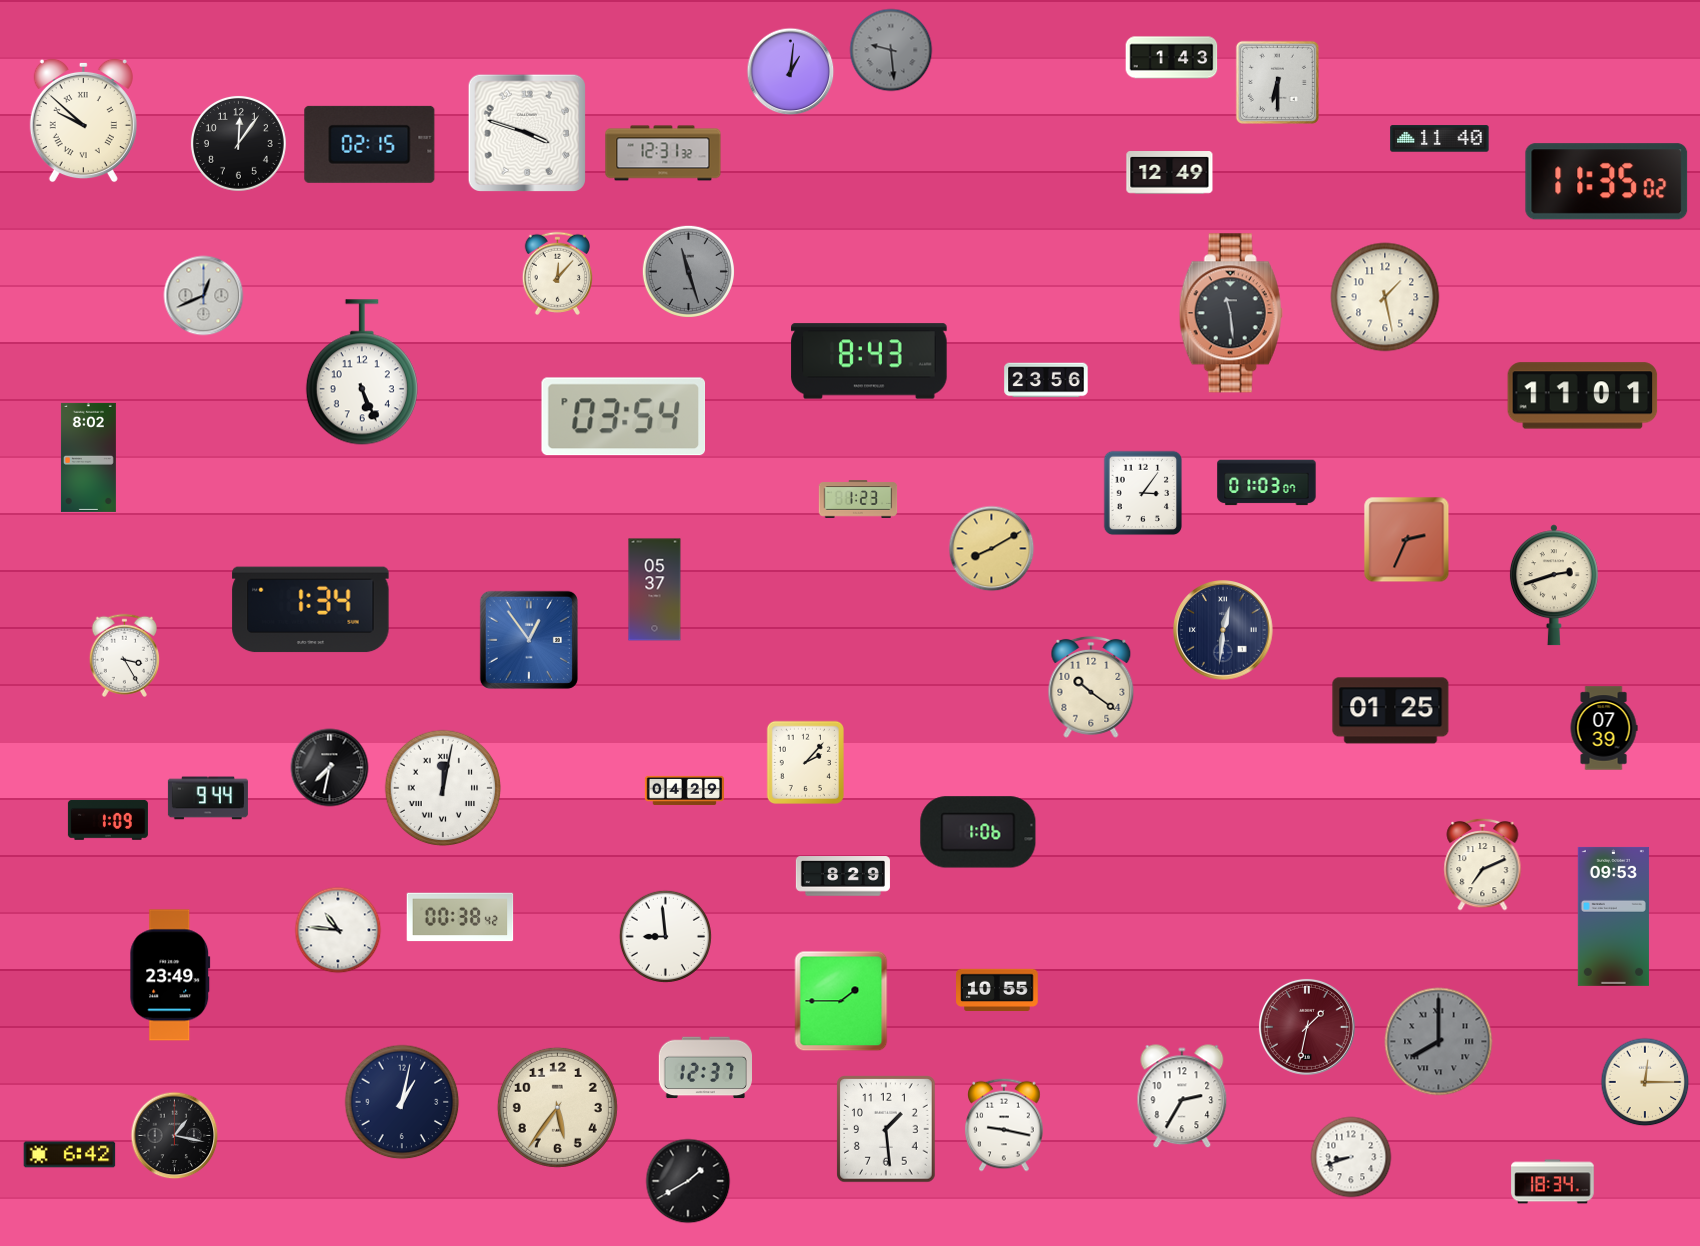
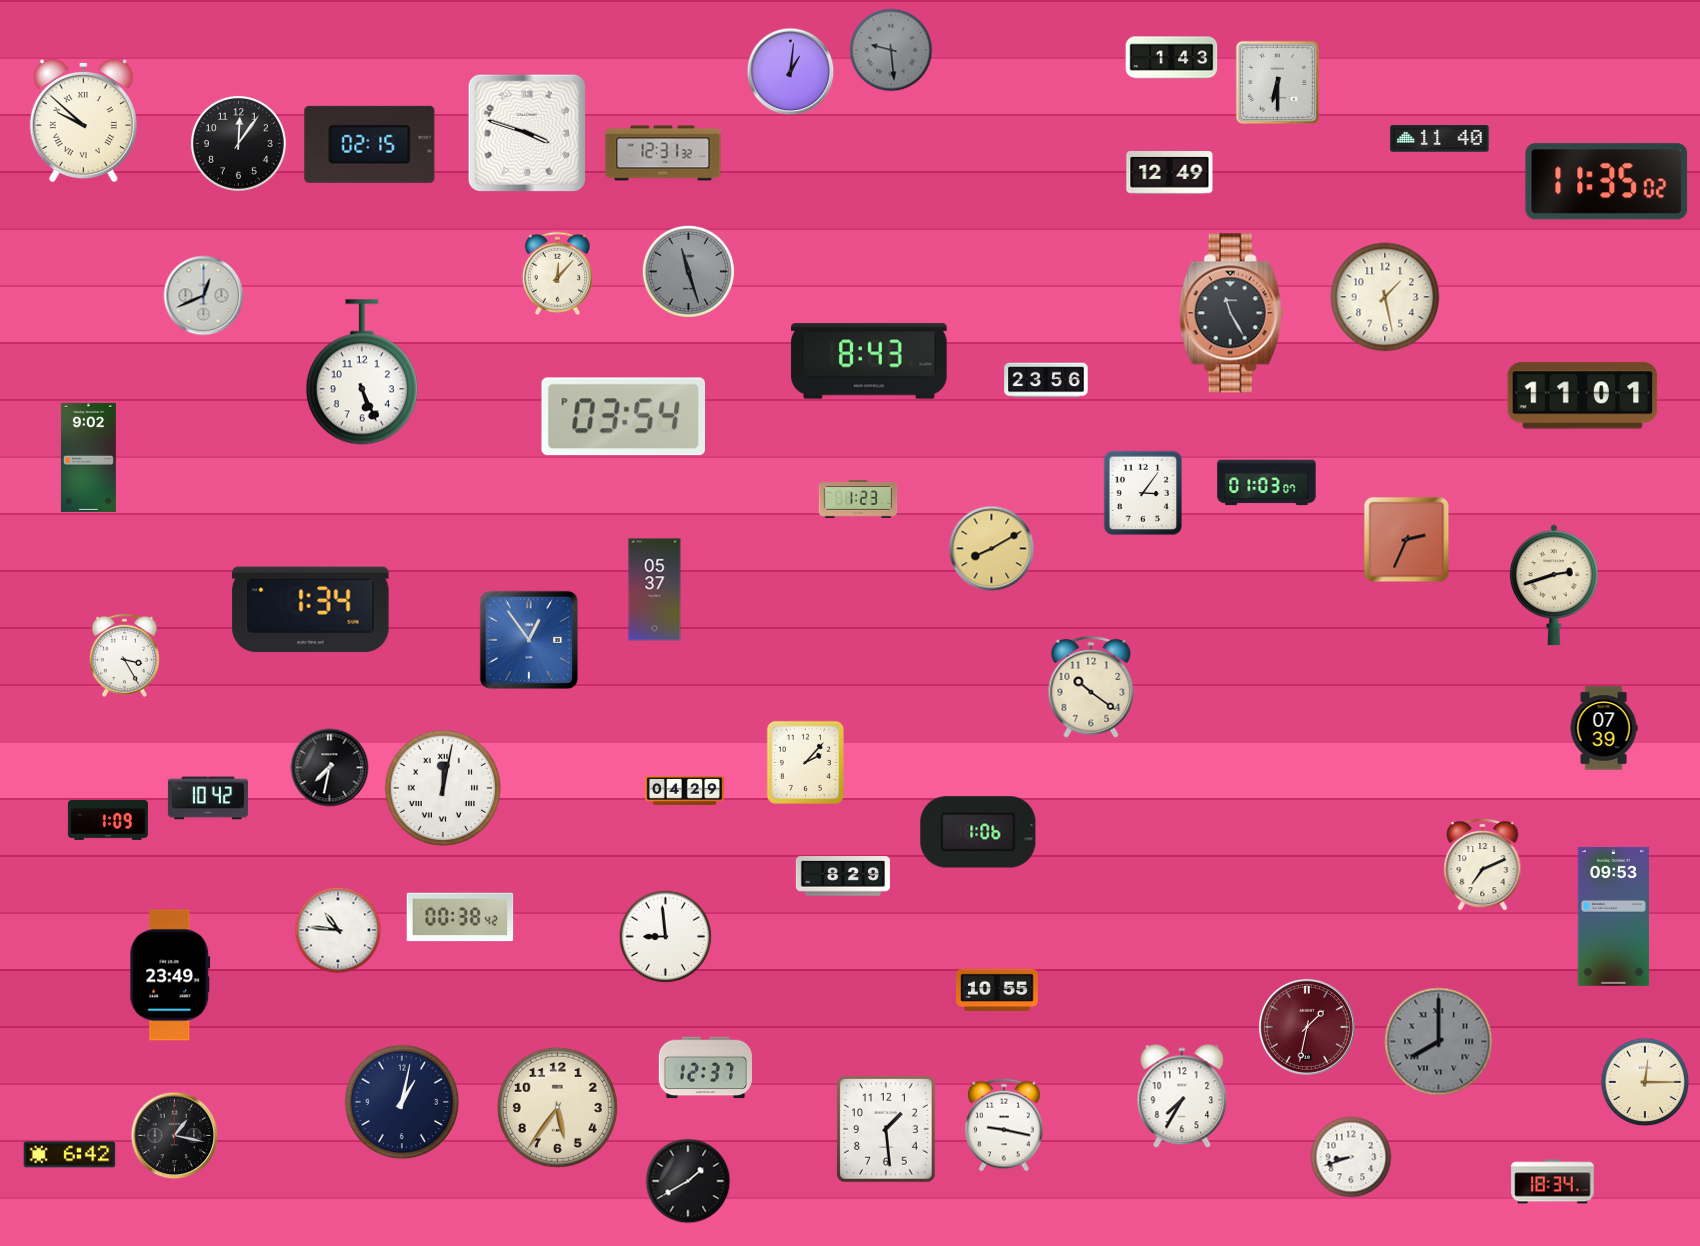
clock at (1231, 313): 11:29 -> 11:25
clock at (88, 457): 8:02 -> 9:02
clock at (1224, 631): 12:31 -> none
clock at (1391, 711): 01:25 -> none
clock at (208, 798): 9:44 -> 10:42
clock at (841, 1001): 1:45 -> none
clock at (1182, 1097): 2:35 -> 7:35
